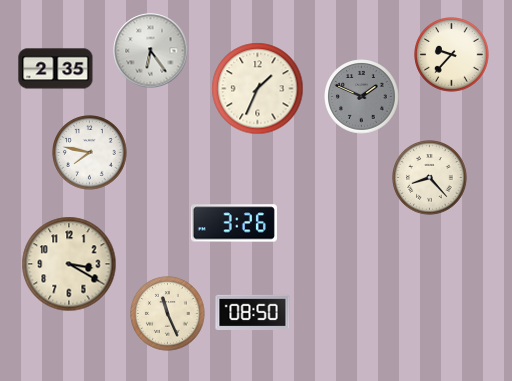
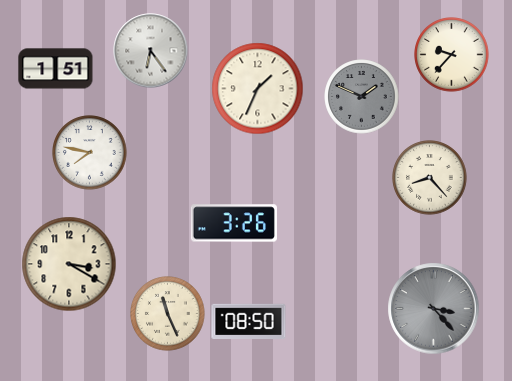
clock at (56, 69): 2:35 -> 1:51
clock at (434, 309): none -> 3:23
clock at (253, 312) position: (253, 312) -> (249, 321)
